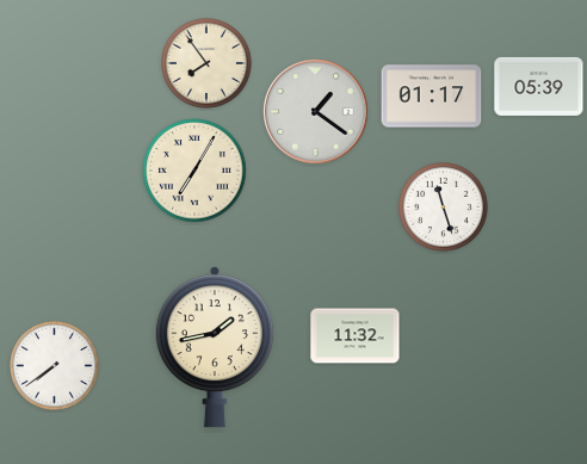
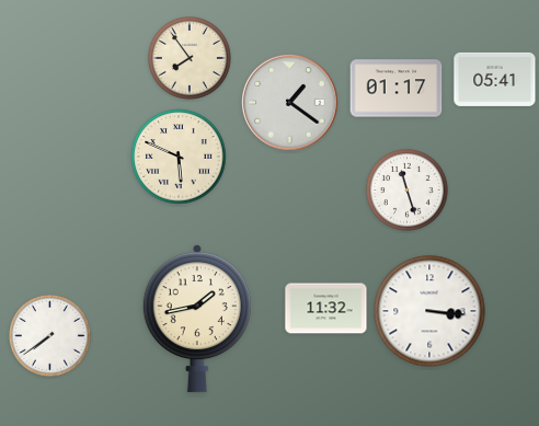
clock at (539, 86): 05:39 -> 05:41
clock at (194, 171): 7:05 -> 5:49
clock at (429, 311): none -> 3:16
